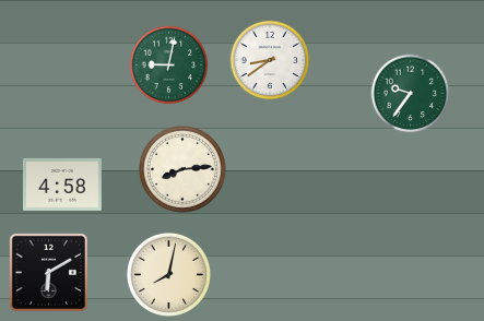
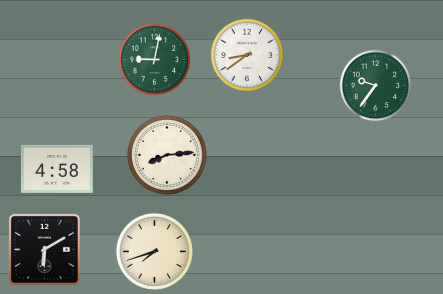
clock at (168, 274): 8:02 -> 7:42
